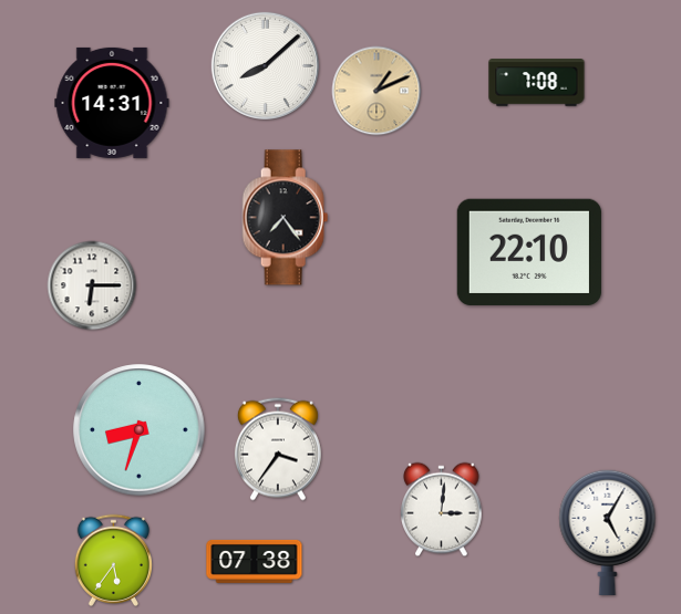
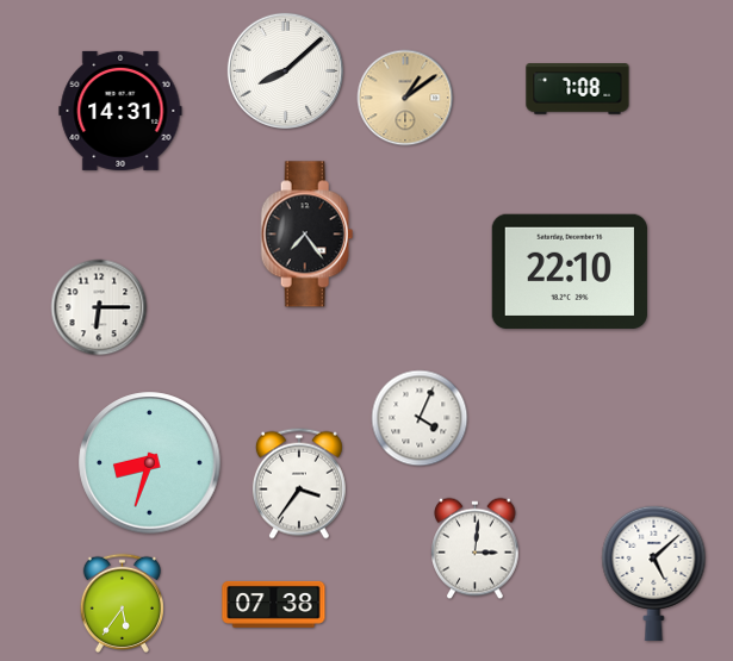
clock at (376, 91): 1:11 -> 1:09
clock at (420, 418): none -> 4:04
clock at (608, 532): 5:05 -> 5:08
